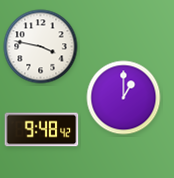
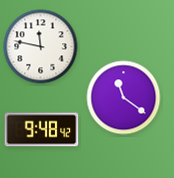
clock at (41, 47): 3:47 -> 11:47
clock at (124, 98): 1:00 -> 11:21
